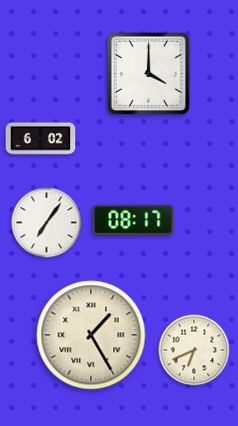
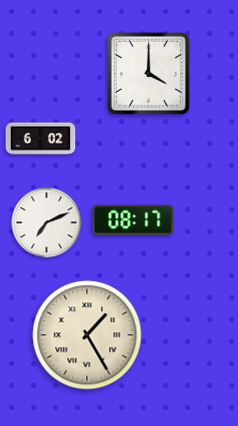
clock at (47, 223): 7:06 -> 7:11
clock at (91, 335) position: (91, 335) -> (87, 335)
clock at (194, 350): 6:41 -> none
